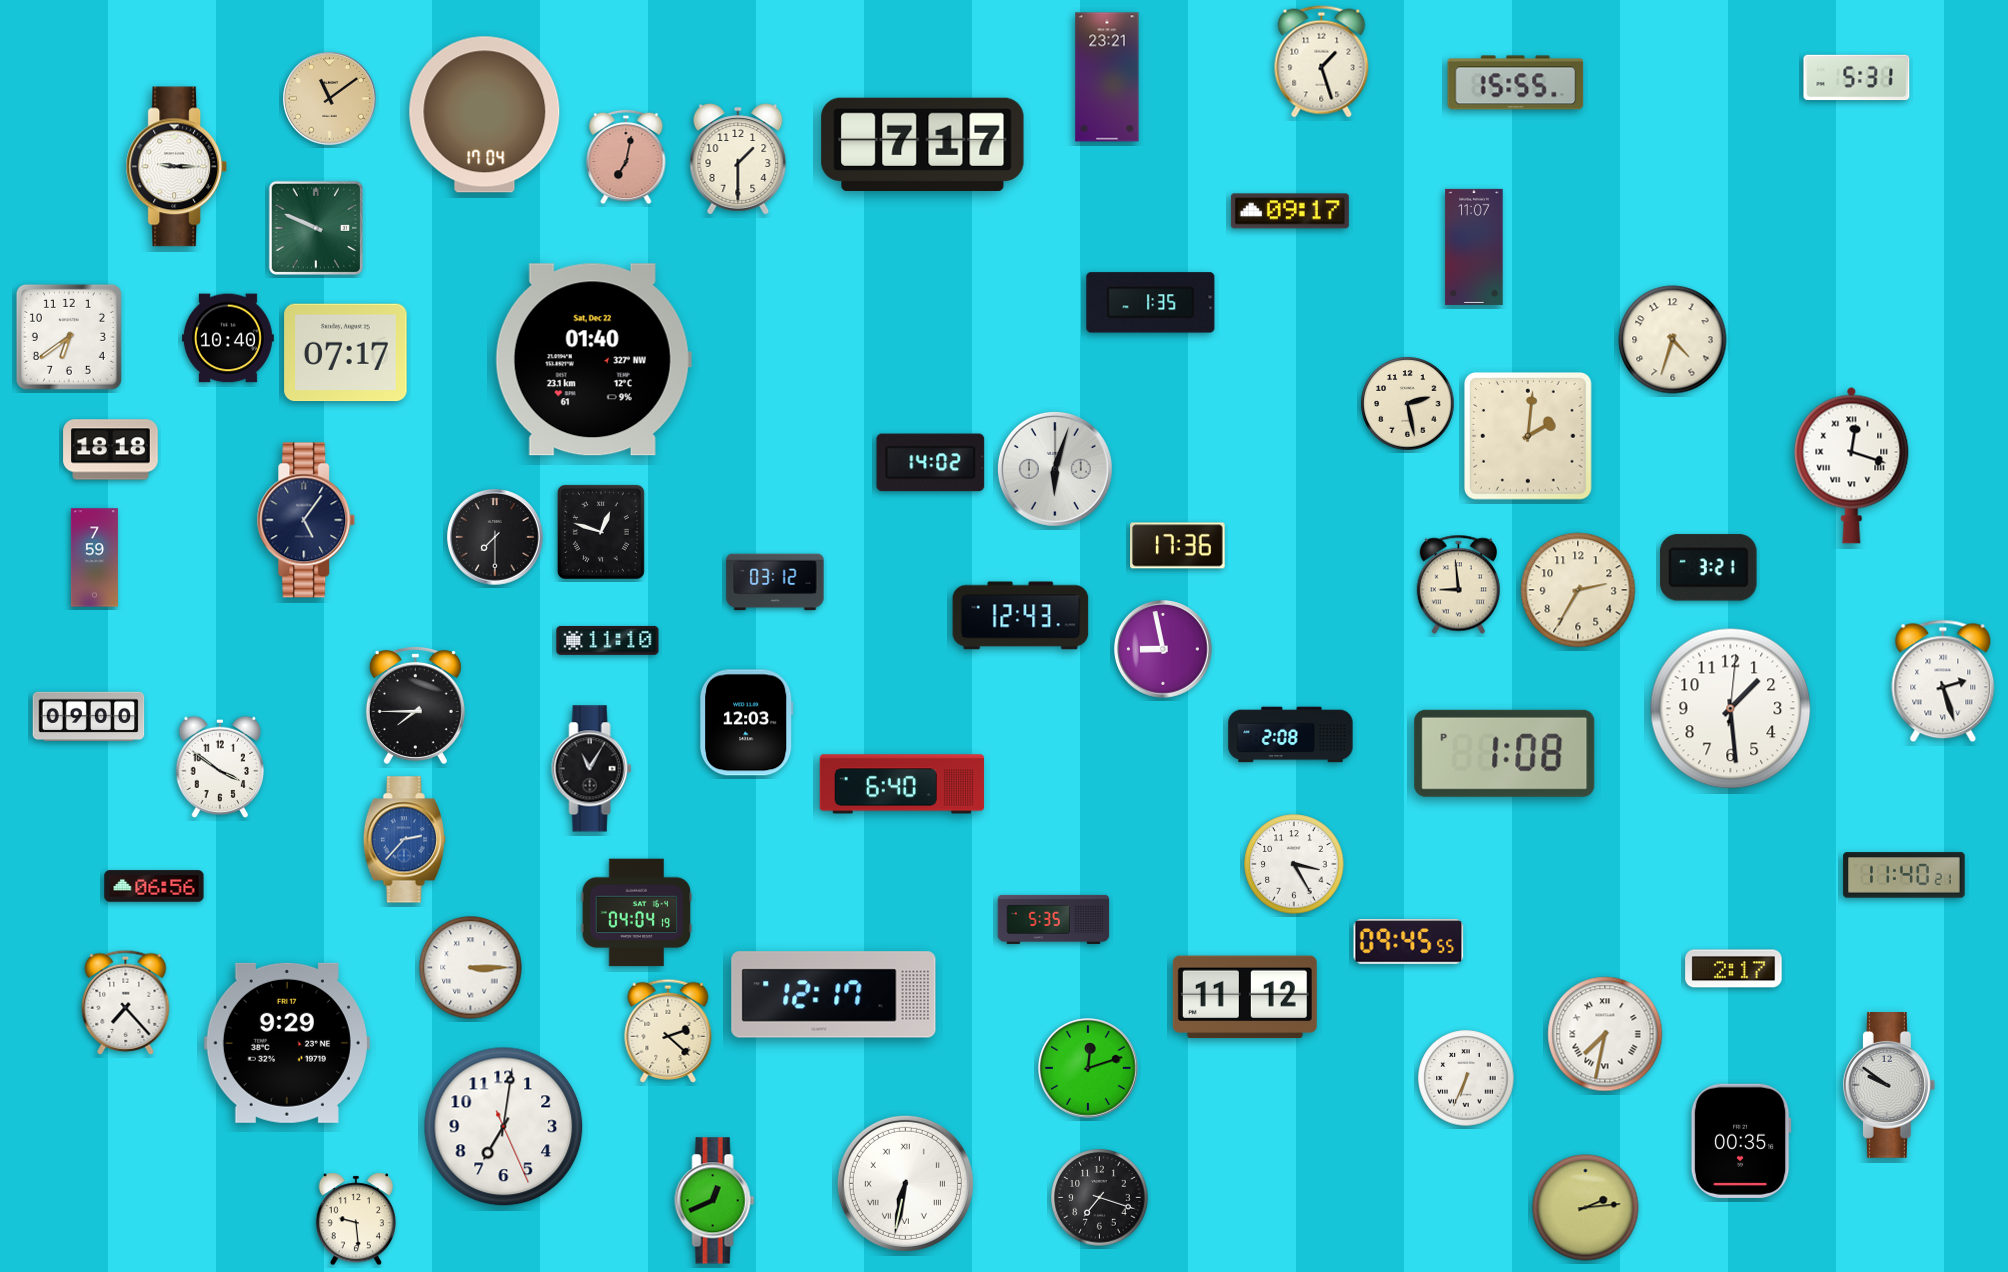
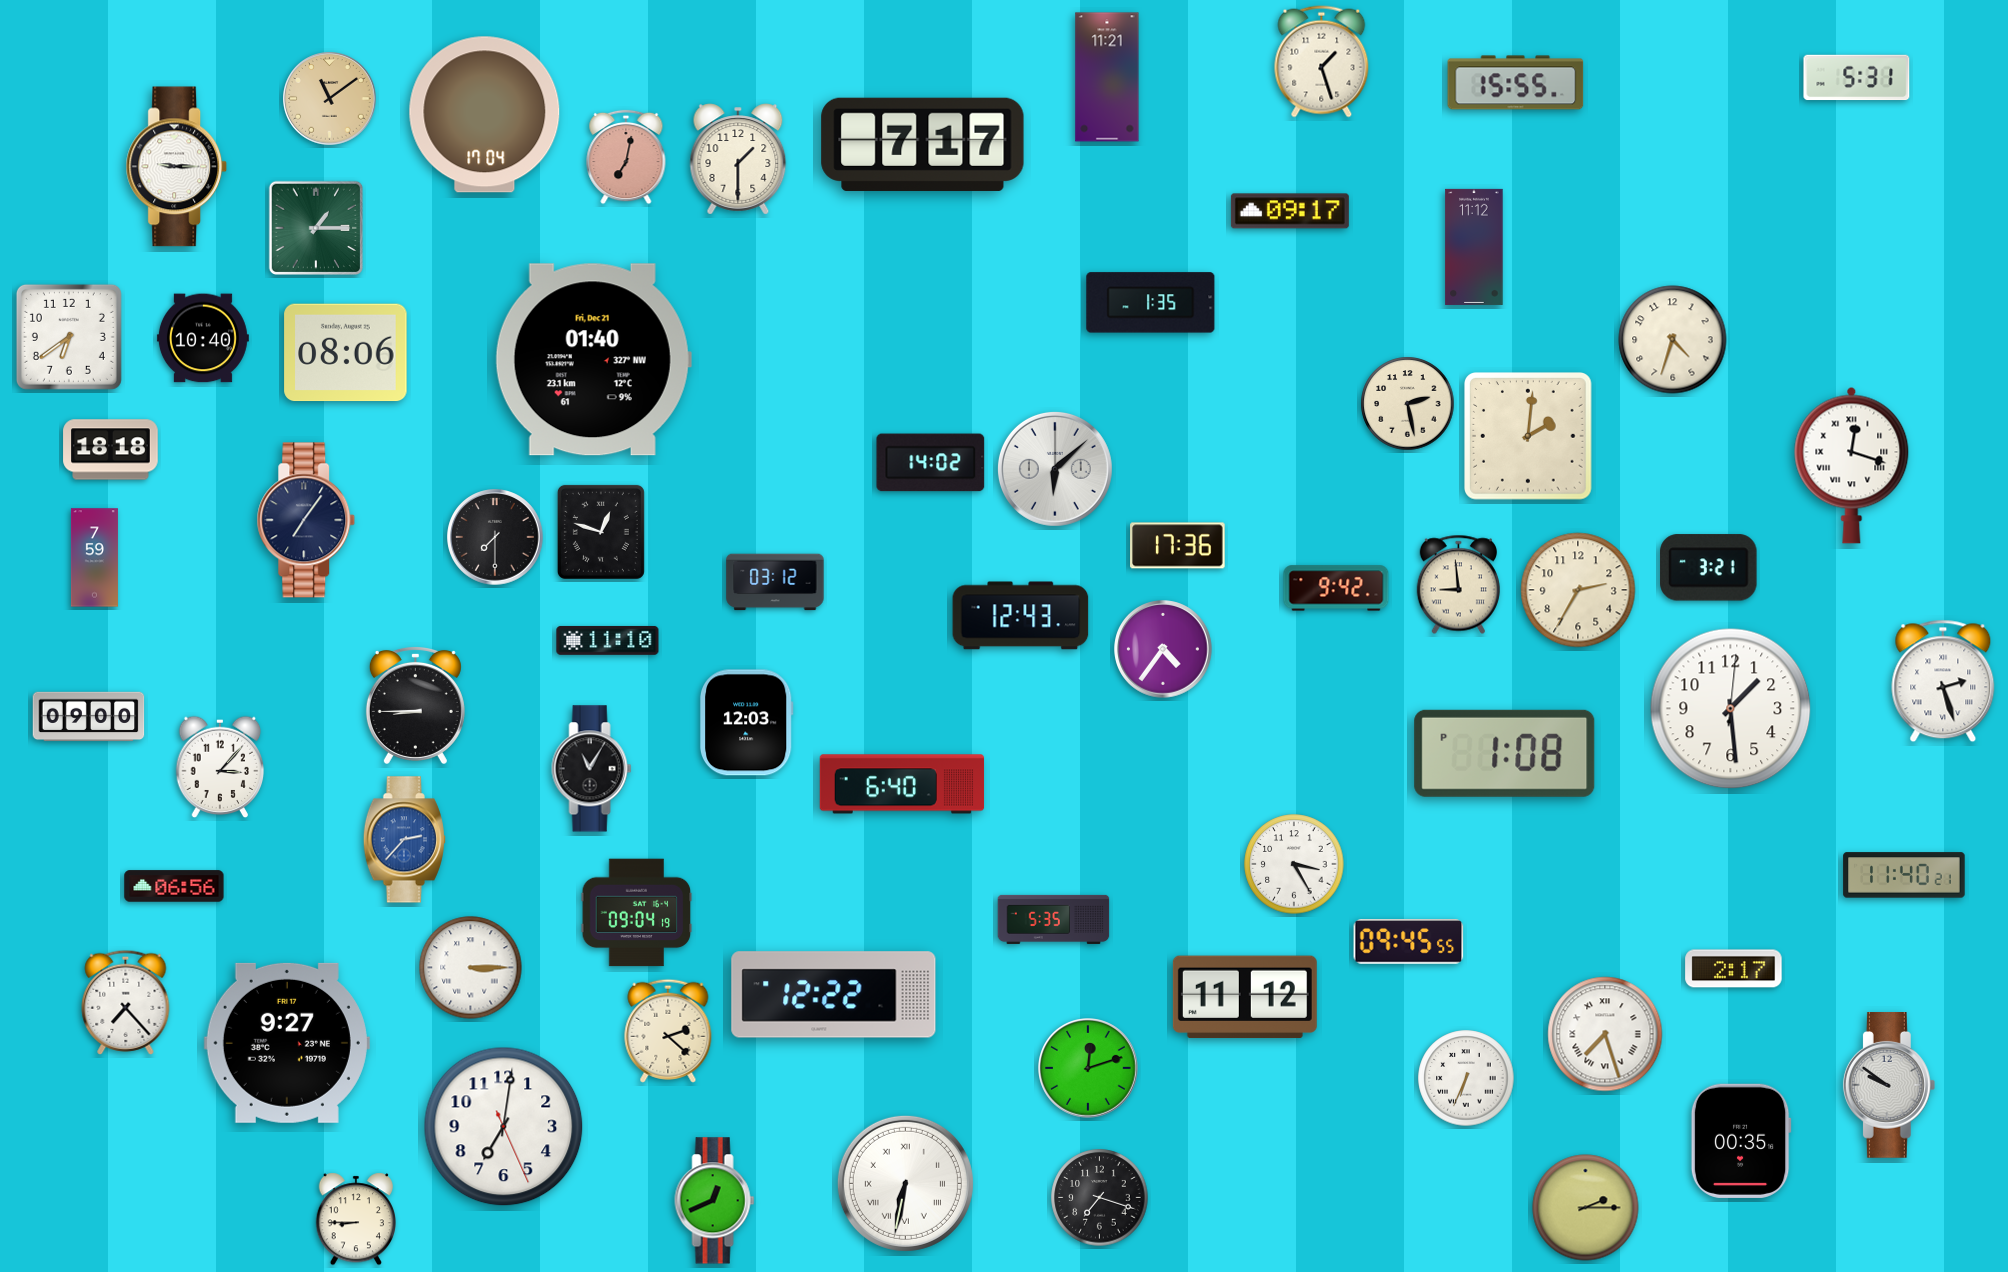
clock at (1107, 77): 23:21 -> 11:21
clock at (315, 227): 9:49 -> 1:15
clock at (1474, 247): 11:07 -> 11:12
clock at (228, 338) position: (228, 338) -> (203, 338)
clock at (346, 353): 07:17 -> 08:06
clock at (593, 360) date: Sat, Dec 22 -> Fri, Dec 21
clock at (1055, 469): 6:03 -> 6:08
clock at (306, 520): 5:06 -> 7:06
clock at (1336, 588): none -> 9:42
clock at (1163, 649): 8:58 -> 4:36
clock at (415, 705): 7:45 -> 8:45
clock at (1291, 735): 2:08 -> none
clock at (220, 767): 3:51 -> 3:07
clock at (154, 886) position: (154, 886) -> (174, 886)
clock at (637, 913): 04:04 -> 09:04
clock at (834, 995): 12:17 -> 12:22
clock at (1605, 1034): 7:32 -> 7:27
clock at (287, 1043): 9:29 -> 9:27
clock at (1586, 1208): 2:14 -> 2:15
clock at (355, 1219): 9:29 -> 8:45
